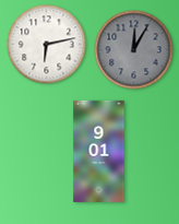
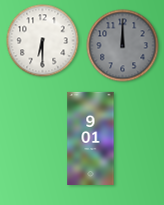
clock at (47, 45): 6:13 -> 6:30
clock at (134, 50): 12:05 -> 12:00
